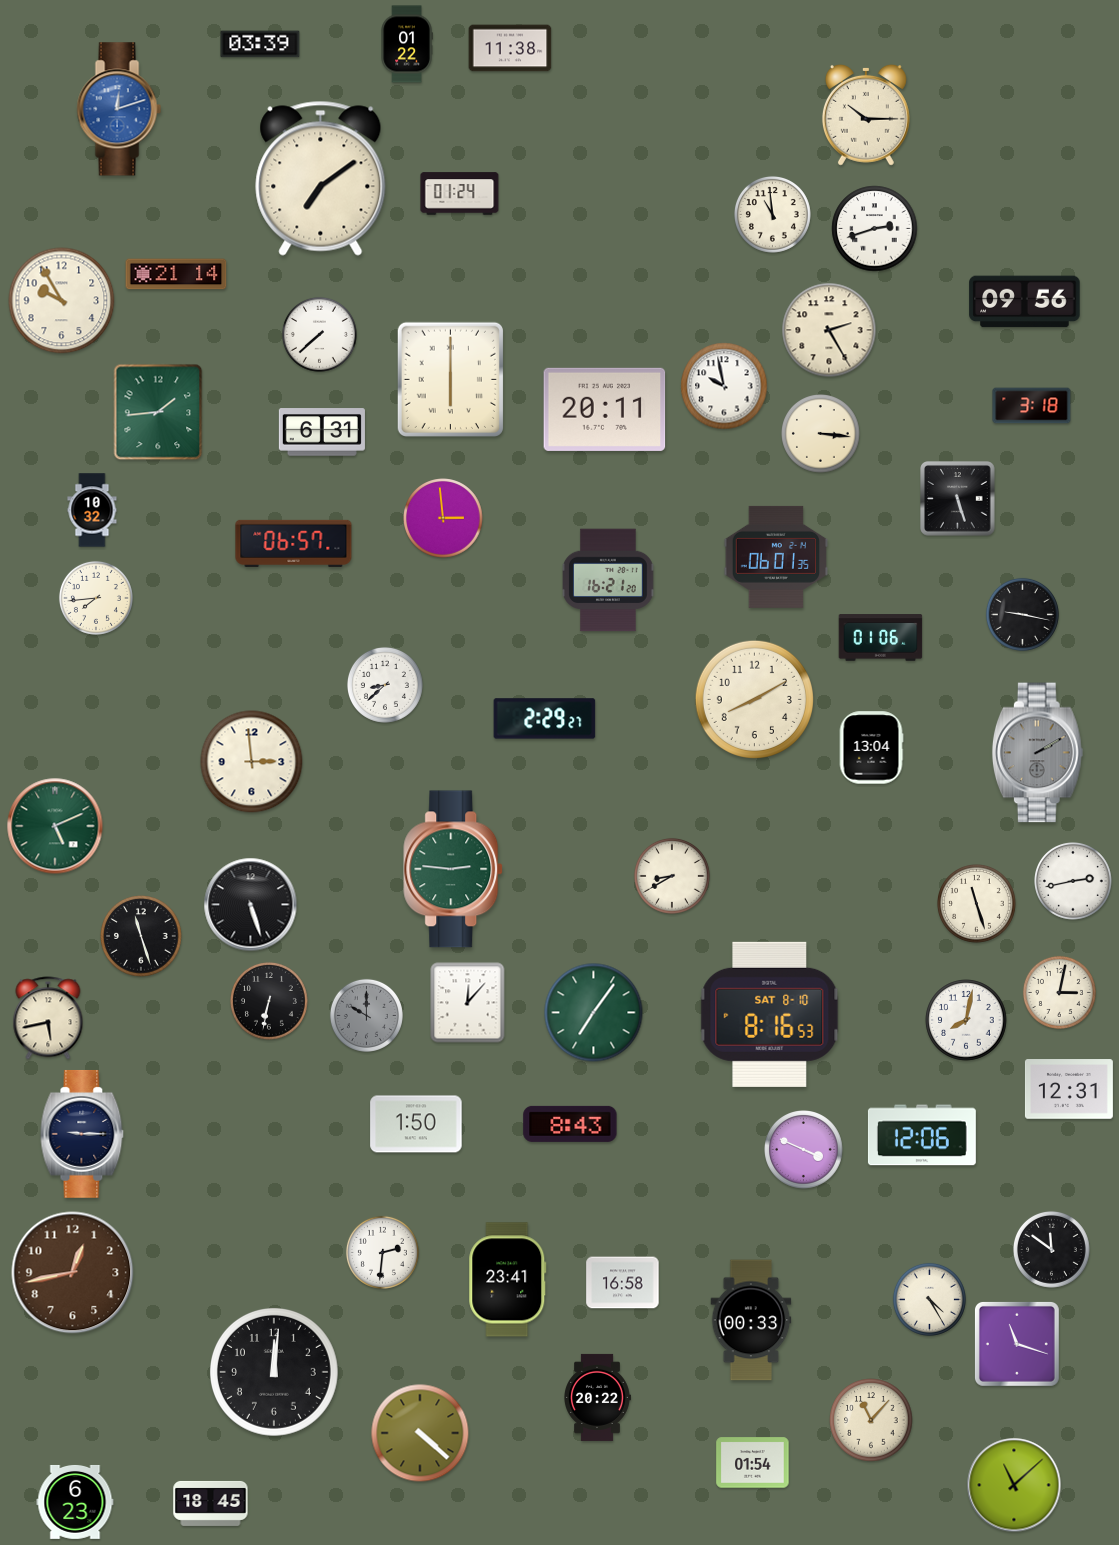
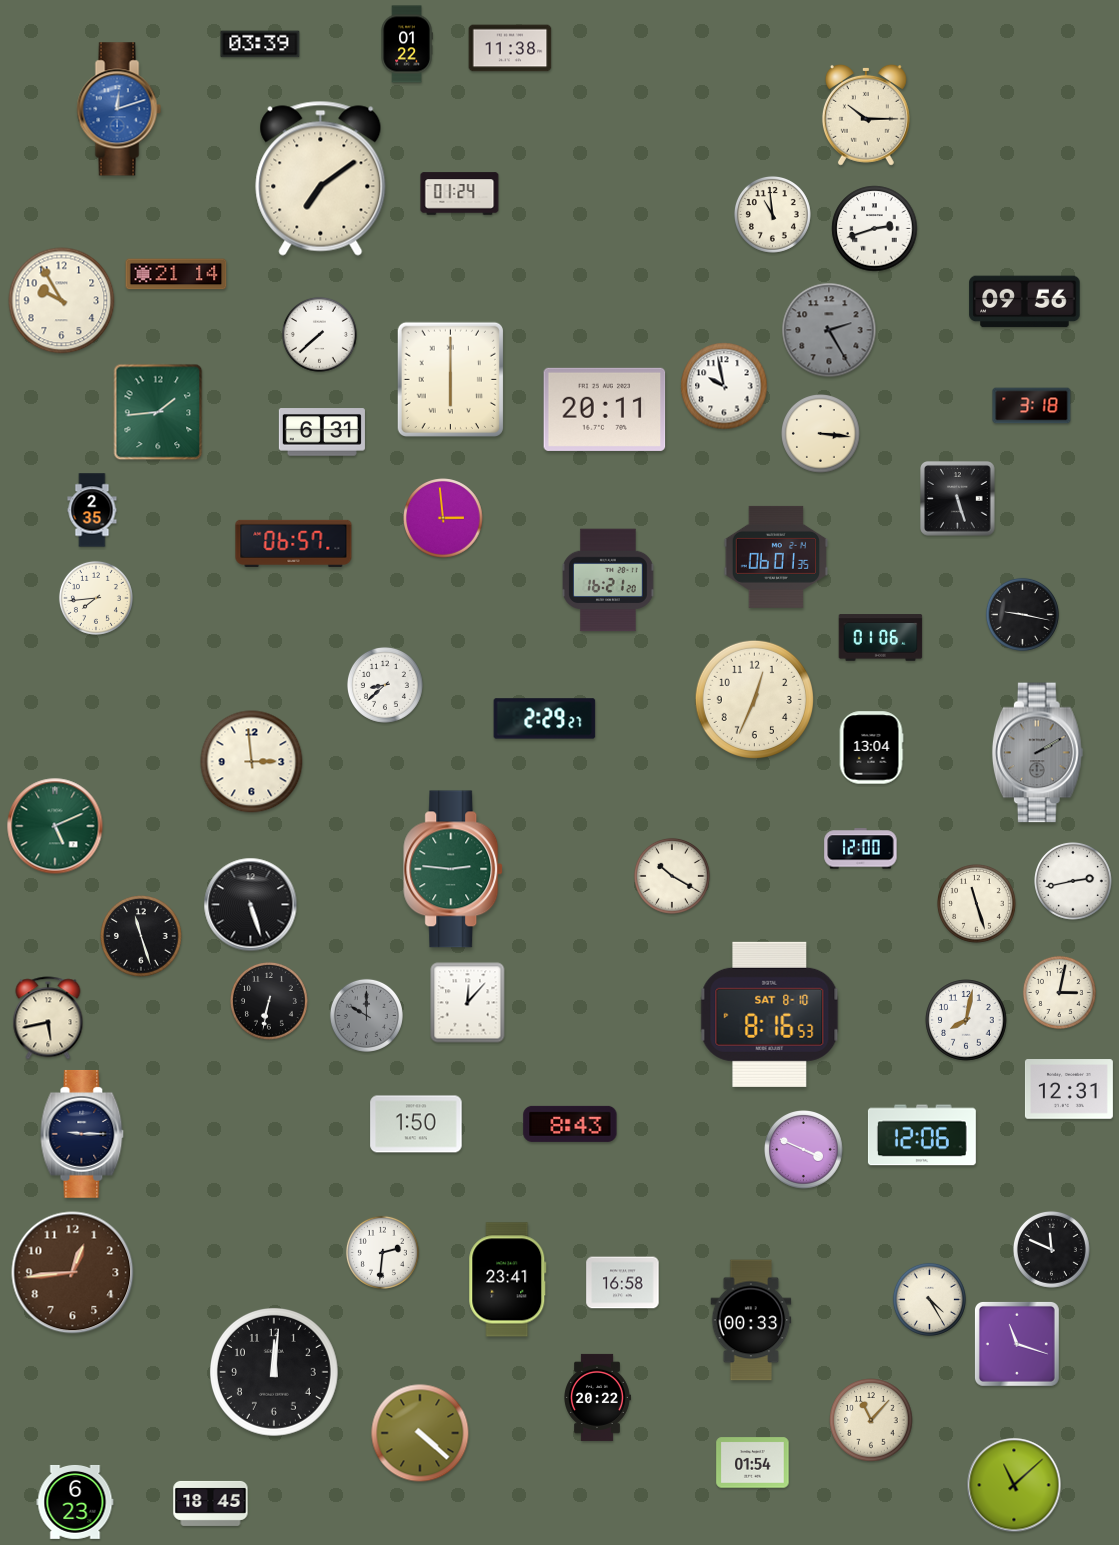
clock at (829, 330) dial: cream -> grey
clock at (92, 510): 10:32 -> 2:35
clock at (754, 699): 8:10 -> 12:34
clock at (861, 849): none -> 12:00
clock at (672, 876): 8:40 -> 10:20
clock at (594, 1013): 7:06 -> none
clock at (1051, 1249): 11:51 -> 11:49
clock at (73, 1273): 12:43 -> 12:44
